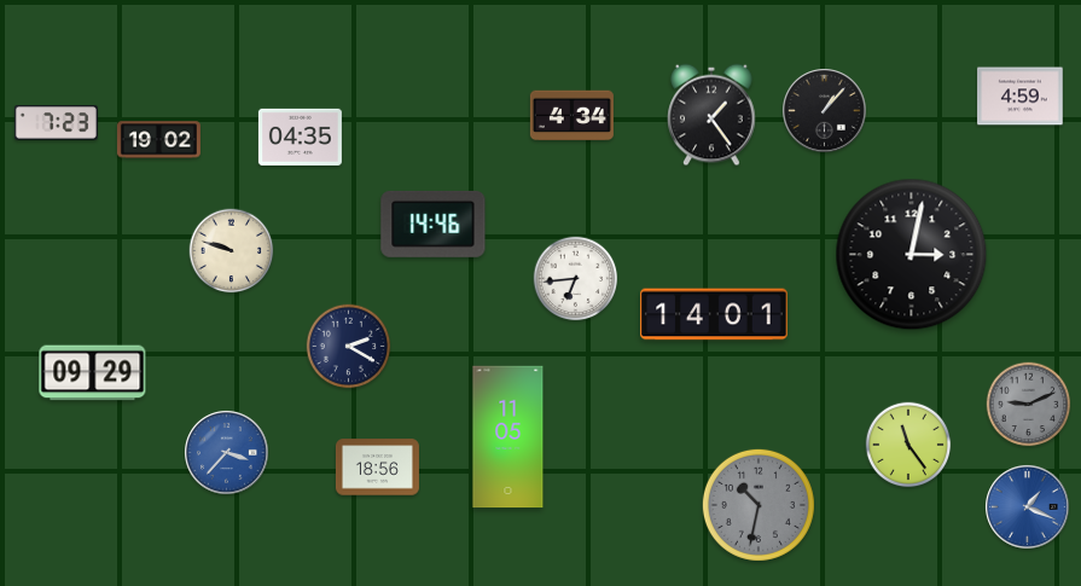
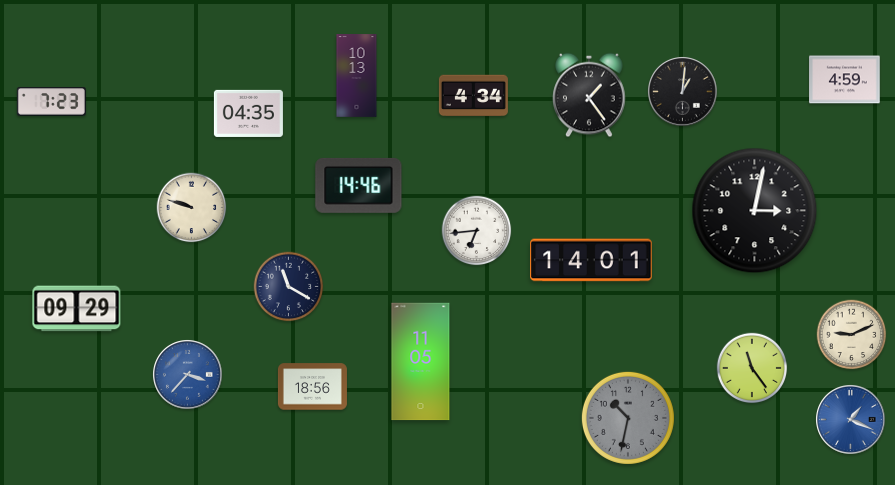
clock at (357, 76): none -> 10:13
clock at (825, 111): 1:07 -> 1:01
clock at (56, 123) position: (56, 123) -> (51, 102)
clock at (158, 140): 19:02 -> none
clock at (349, 347): 2:20 -> 11:20
clock at (1029, 405) dial: grey -> cream
